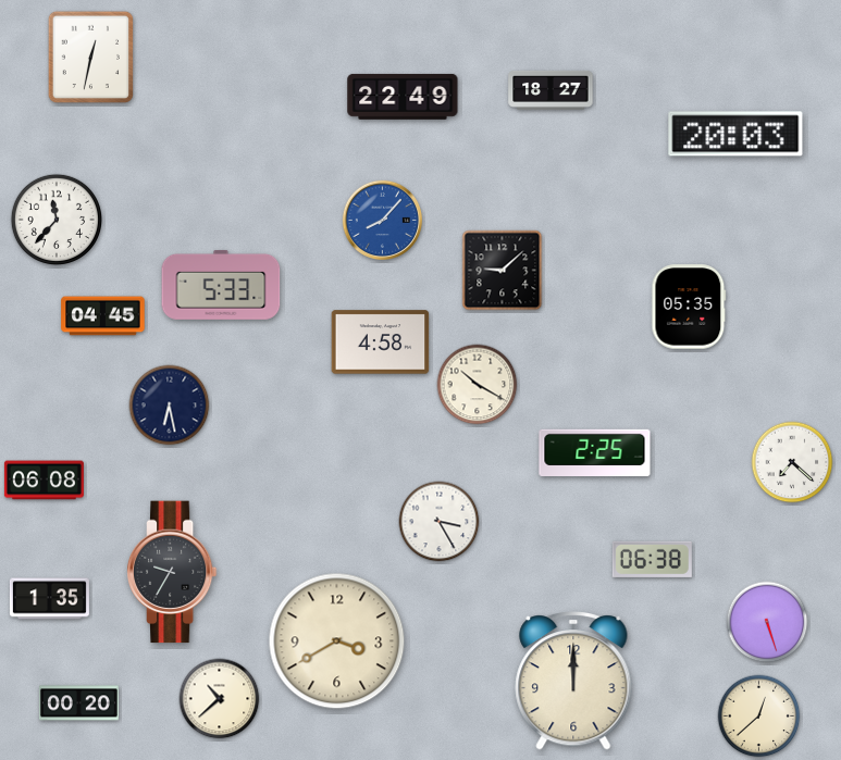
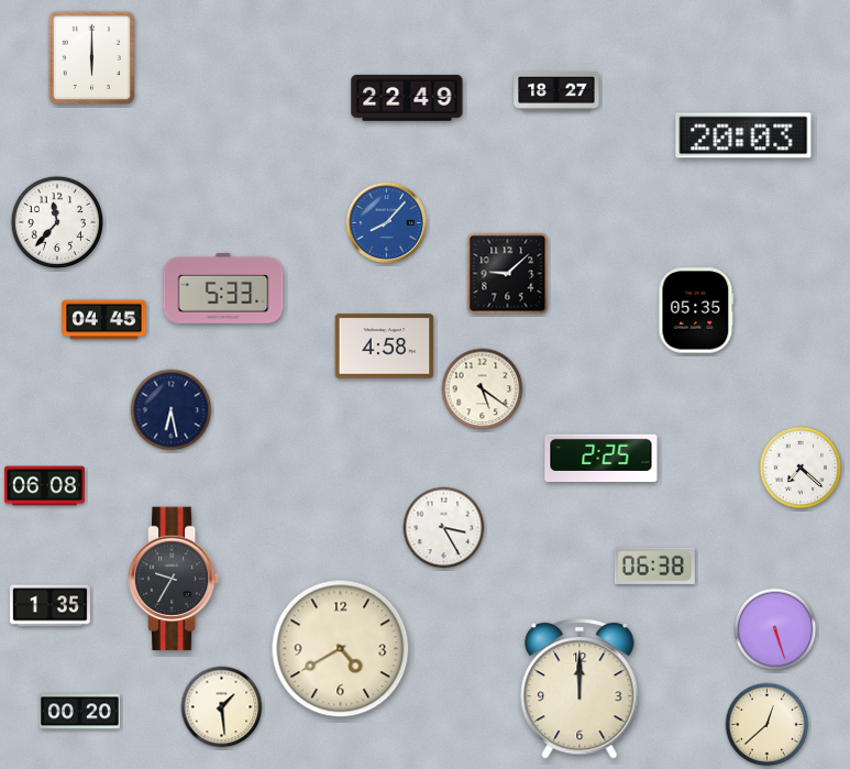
clock at (90, 58): 12:32 -> 6:00
clock at (478, 385): 10:20 -> 5:21
clock at (652, 559) position: (652, 559) -> (654, 565)
clock at (337, 641): 3:40 -> 4:40
clock at (220, 699): 10:38 -> 1:29
